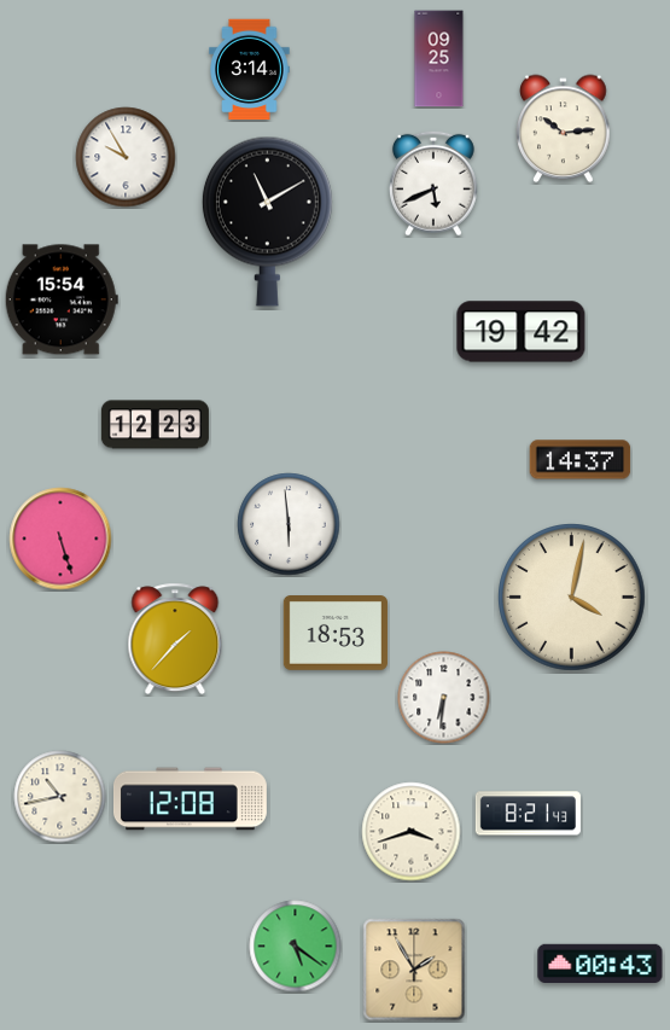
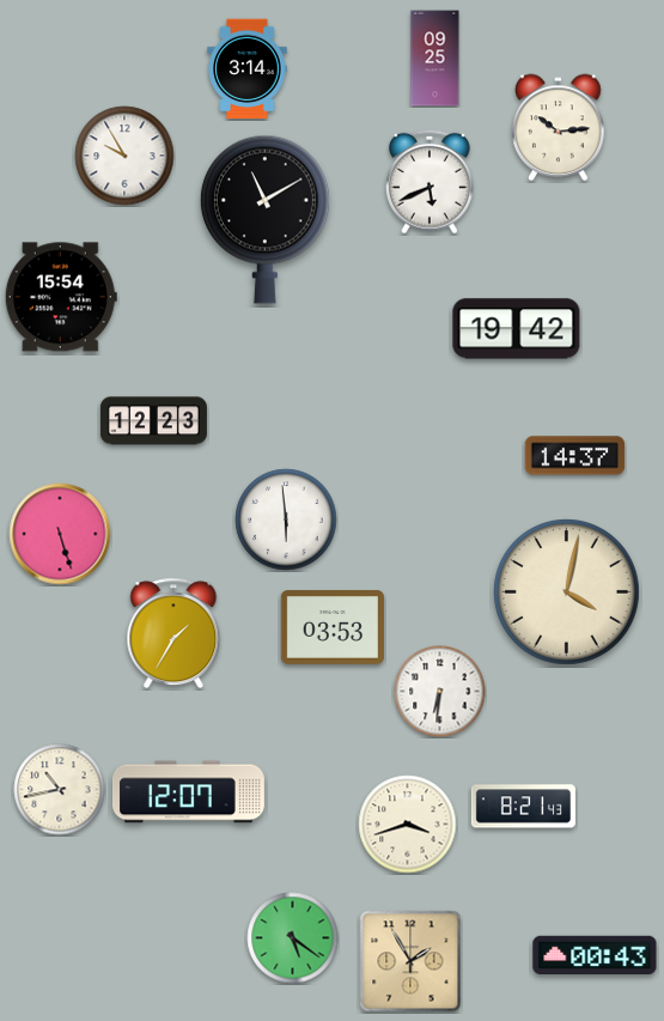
clock at (336, 634): 18:53 -> 03:53
clock at (175, 639): 1:37 -> 1:35
clock at (190, 799): 12:08 -> 12:07
